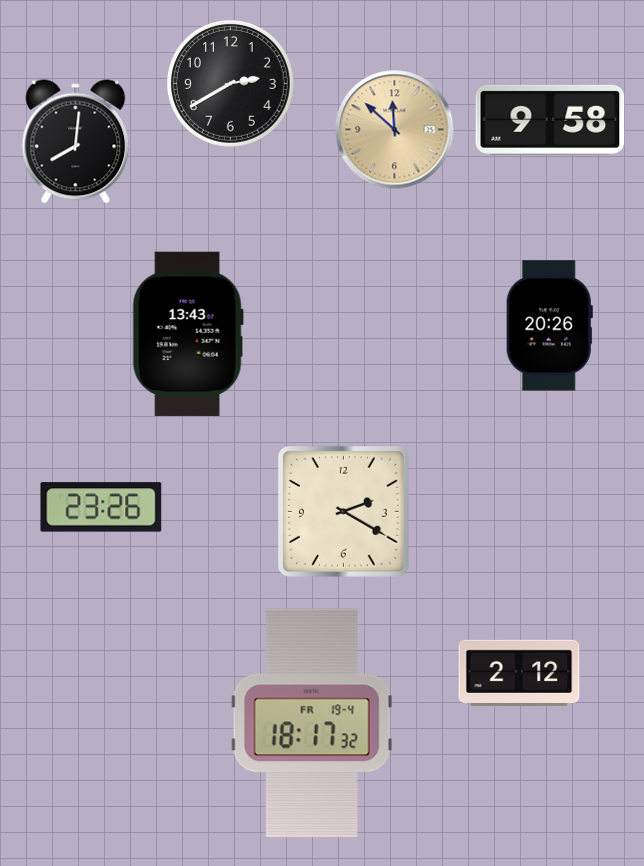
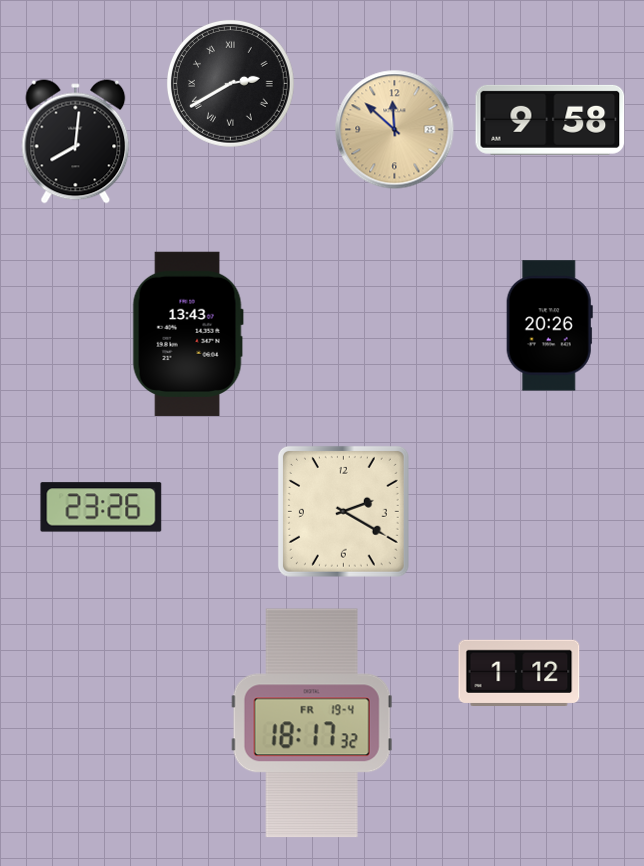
clock at (230, 83) numerals: Arabic -> Roman
clock at (519, 672): 2:12 -> 1:12
